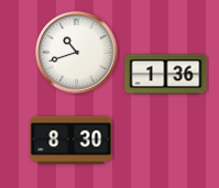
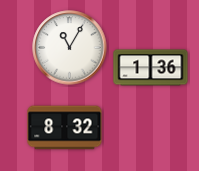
clock at (77, 53): 10:42 -> 11:05
clock at (72, 141): 8:30 -> 8:32
